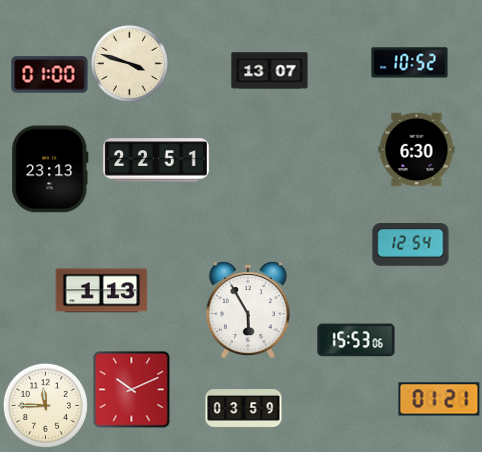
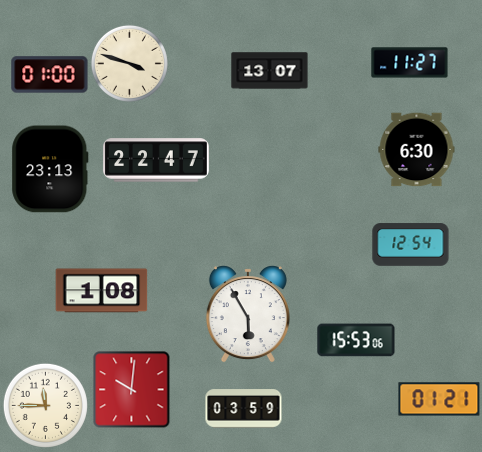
clock at (410, 63): 10:52 -> 11:27
clock at (156, 160): 22:51 -> 22:47
clock at (102, 291): 1:13 -> 1:08
clock at (248, 310) position: (248, 310) -> (248, 314)
clock at (132, 390): 10:11 -> 10:01
